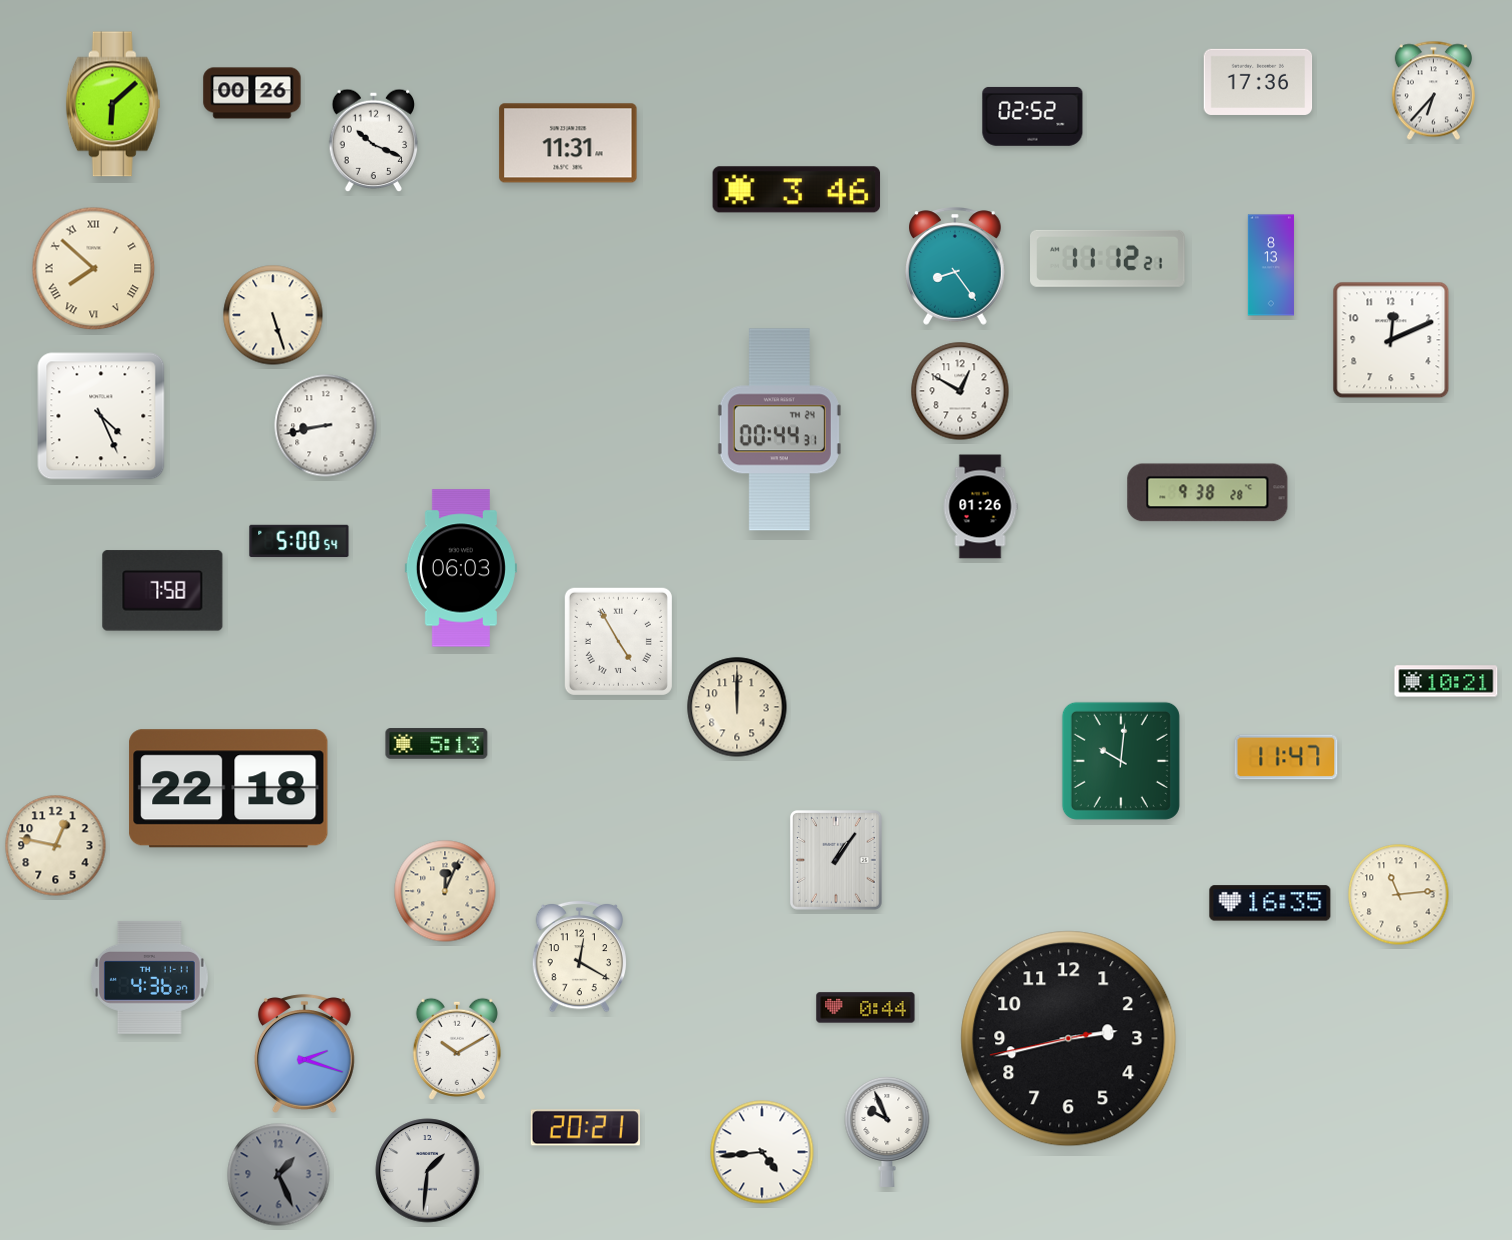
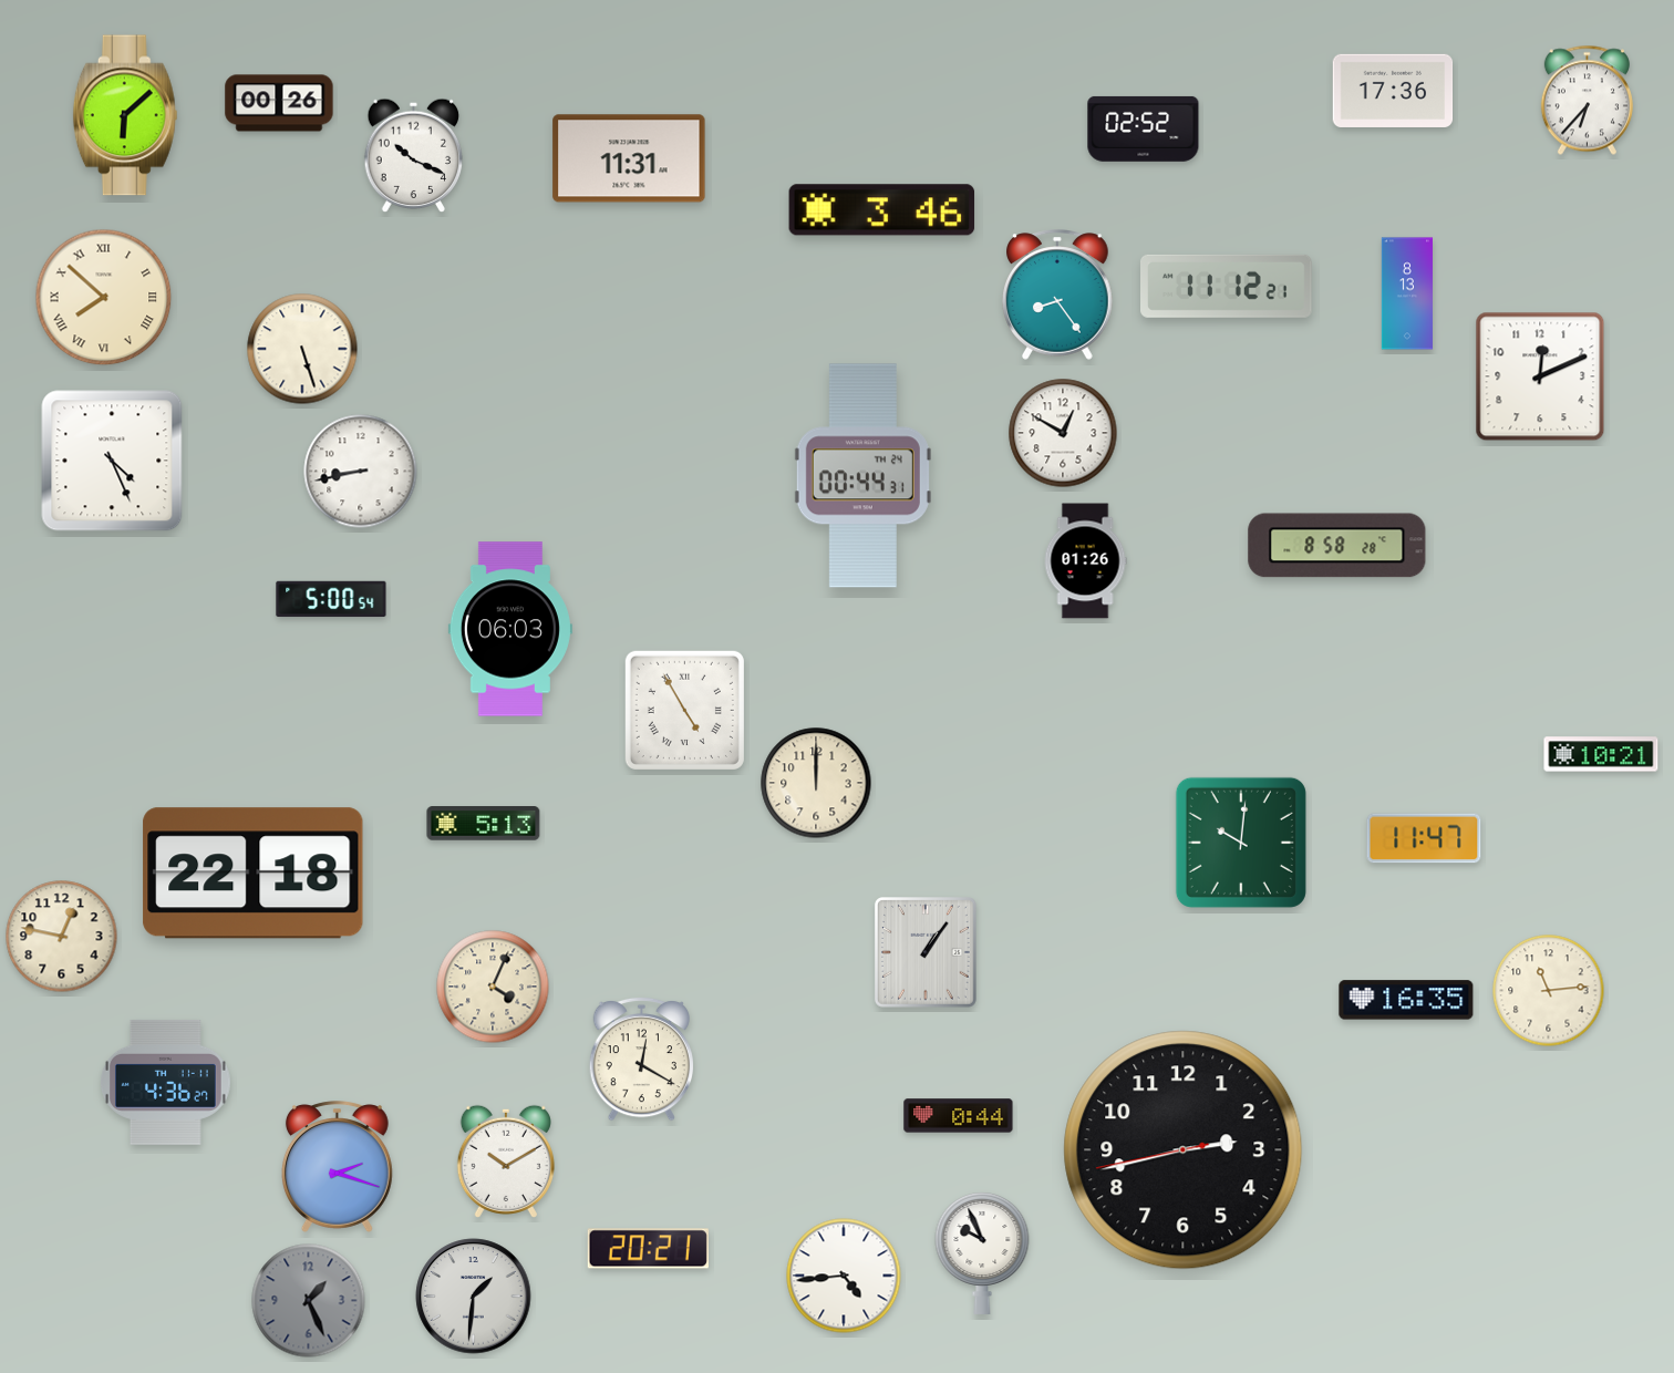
clock at (1208, 493): 9:38 -> 8:58
clock at (163, 591): 7:58 -> none
clock at (445, 891): 12:04 -> 4:04
